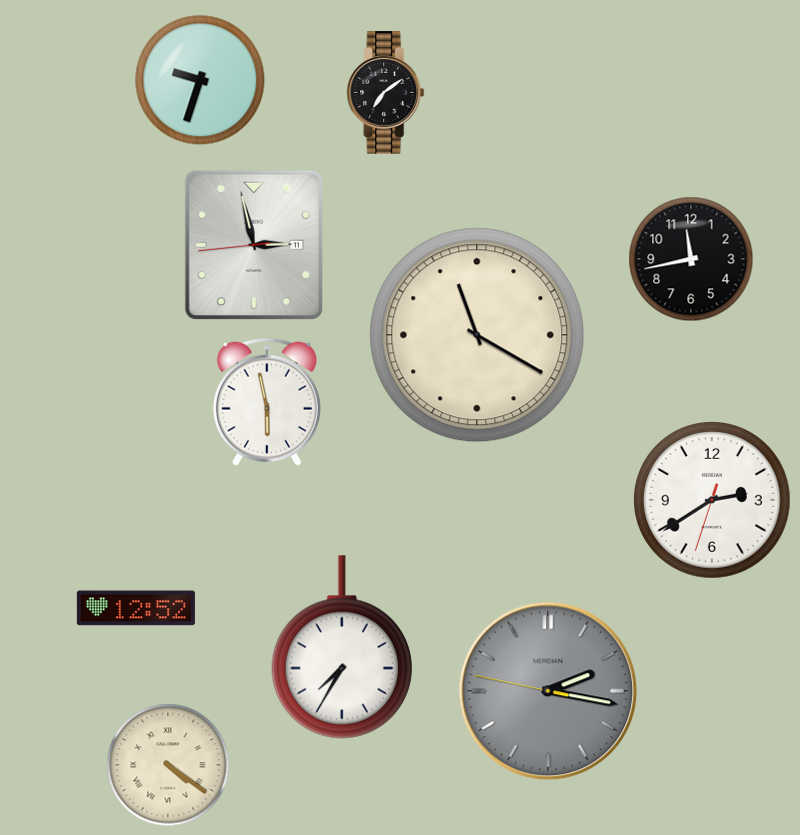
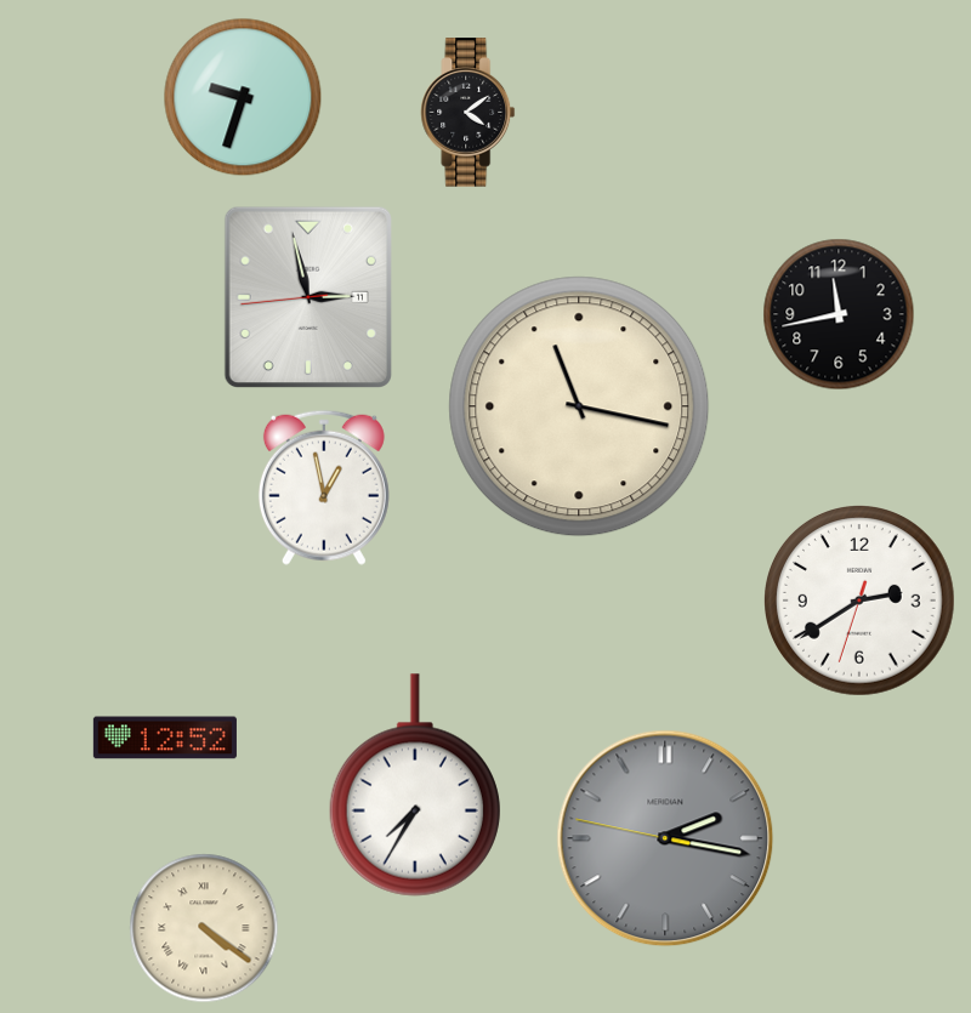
clock at (386, 93): 7:09 -> 4:09
clock at (477, 335): 11:20 -> 11:17
clock at (267, 402): 5:58 -> 12:58
clock at (713, 501) position: (713, 501) -> (861, 602)
